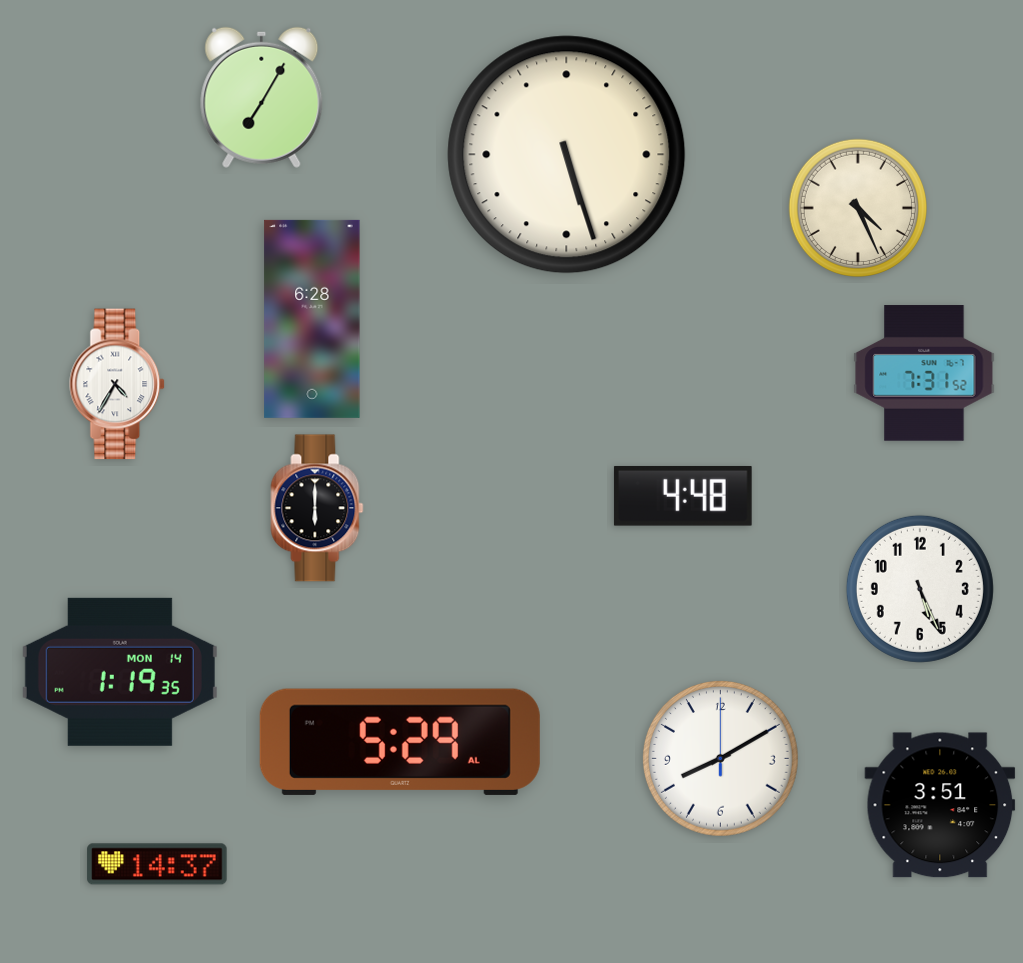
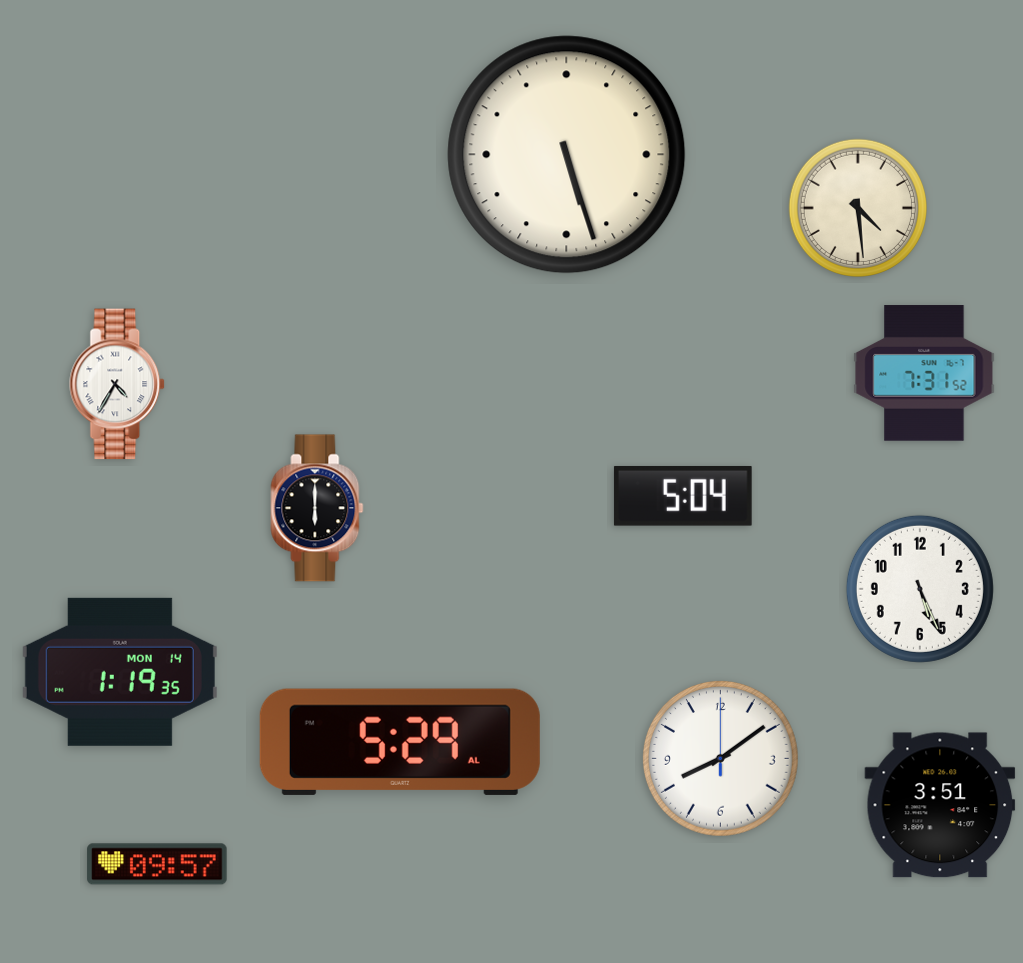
clock at (262, 97): 7:05 -> none
clock at (857, 207): 4:26 -> 4:29
clock at (312, 319): 6:28 -> none
clock at (683, 496): 4:48 -> 5:04
clock at (720, 758): 8:10 -> 8:09
clock at (157, 864): 14:37 -> 09:57
